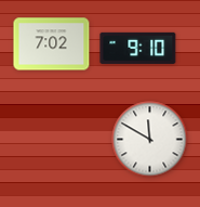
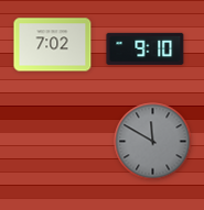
clock at (138, 48) position: (138, 48) -> (146, 48)
clock at (150, 140) dial: white -> grey
